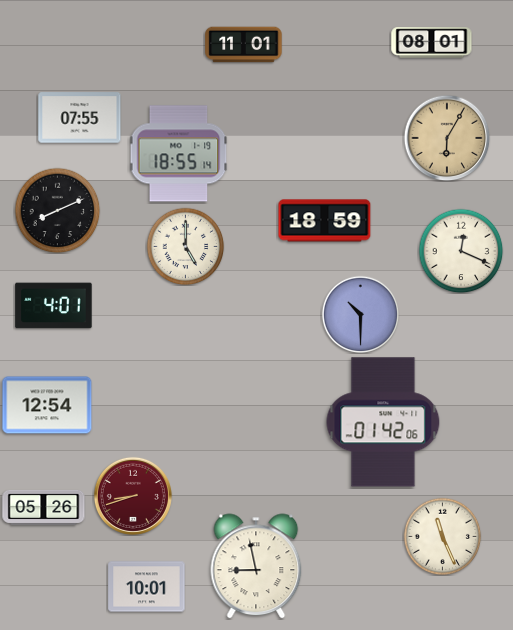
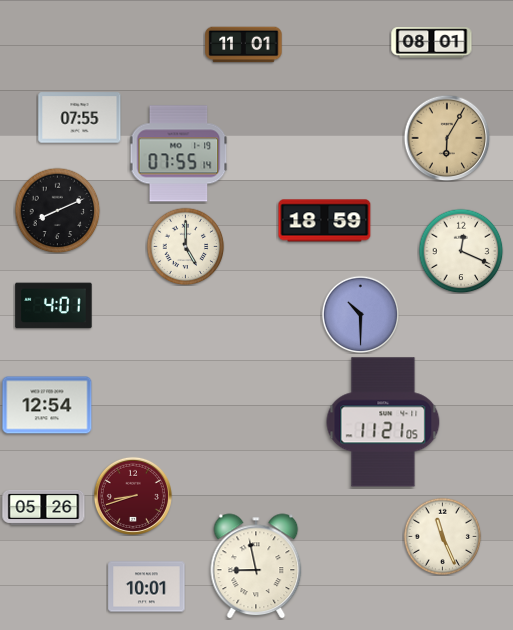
clock at (178, 154): 18:55 -> 07:55
clock at (383, 422): 01:42 -> 11:21
